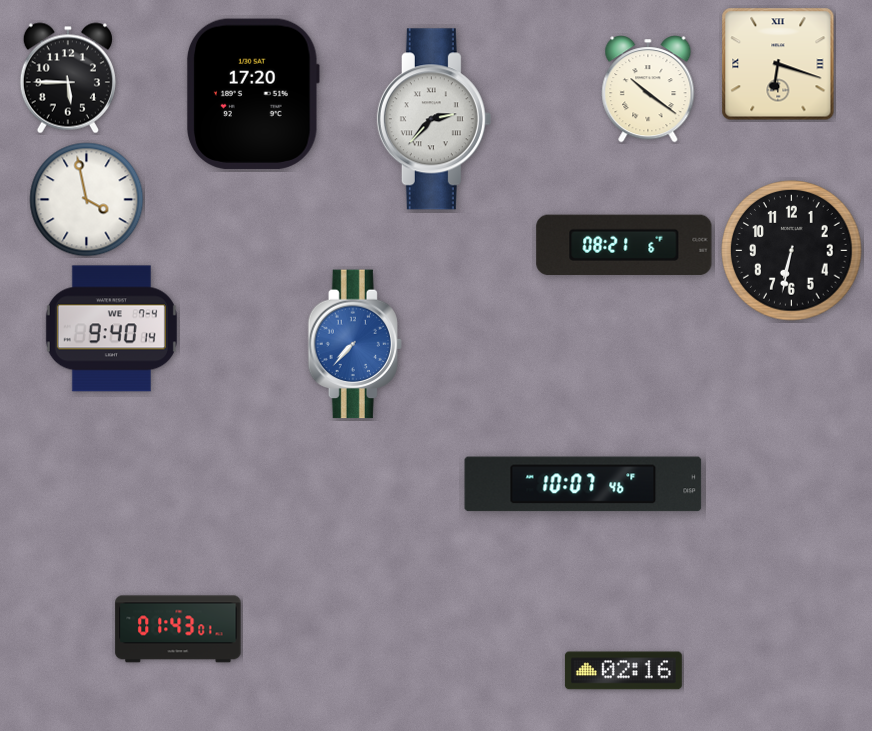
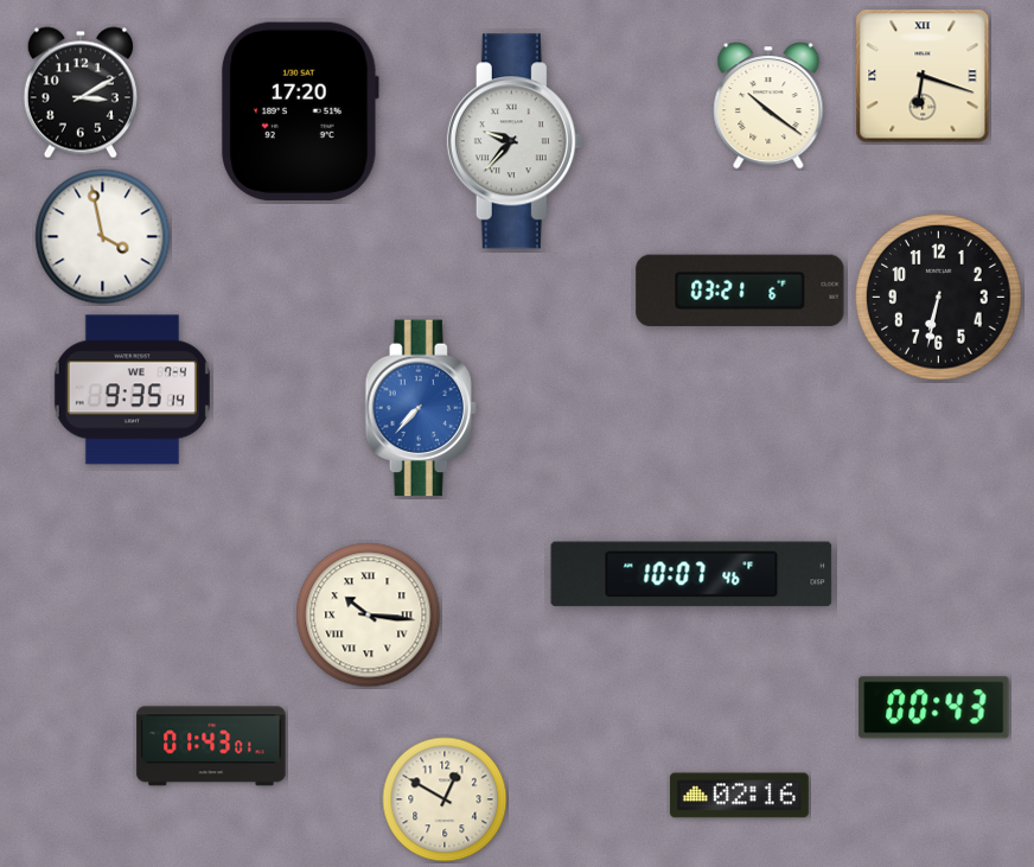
clock at (68, 78): 5:45 -> 3:10
clock at (434, 119): 2:37 -> 9:37
clock at (624, 244): 08:21 -> 03:21
clock at (111, 329): 9:40 -> 9:35
clock at (369, 616): none -> 10:16
clock at (934, 708): none -> 00:43
clock at (445, 799): none -> 12:50
